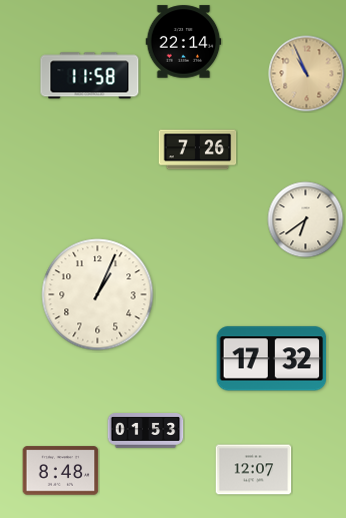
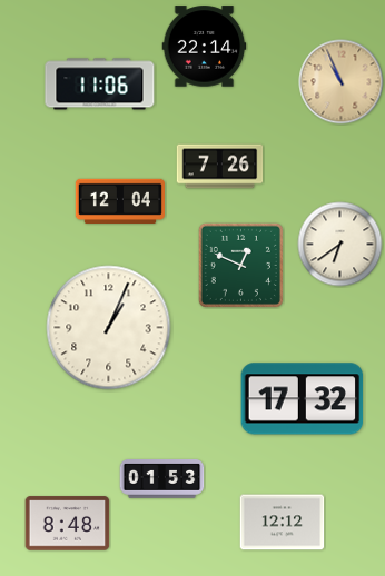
clock at (90, 76): 11:58 -> 11:06
clock at (120, 200): none -> 12:04
clock at (240, 265): none -> 12:49
clock at (254, 470): 12:07 -> 12:12
